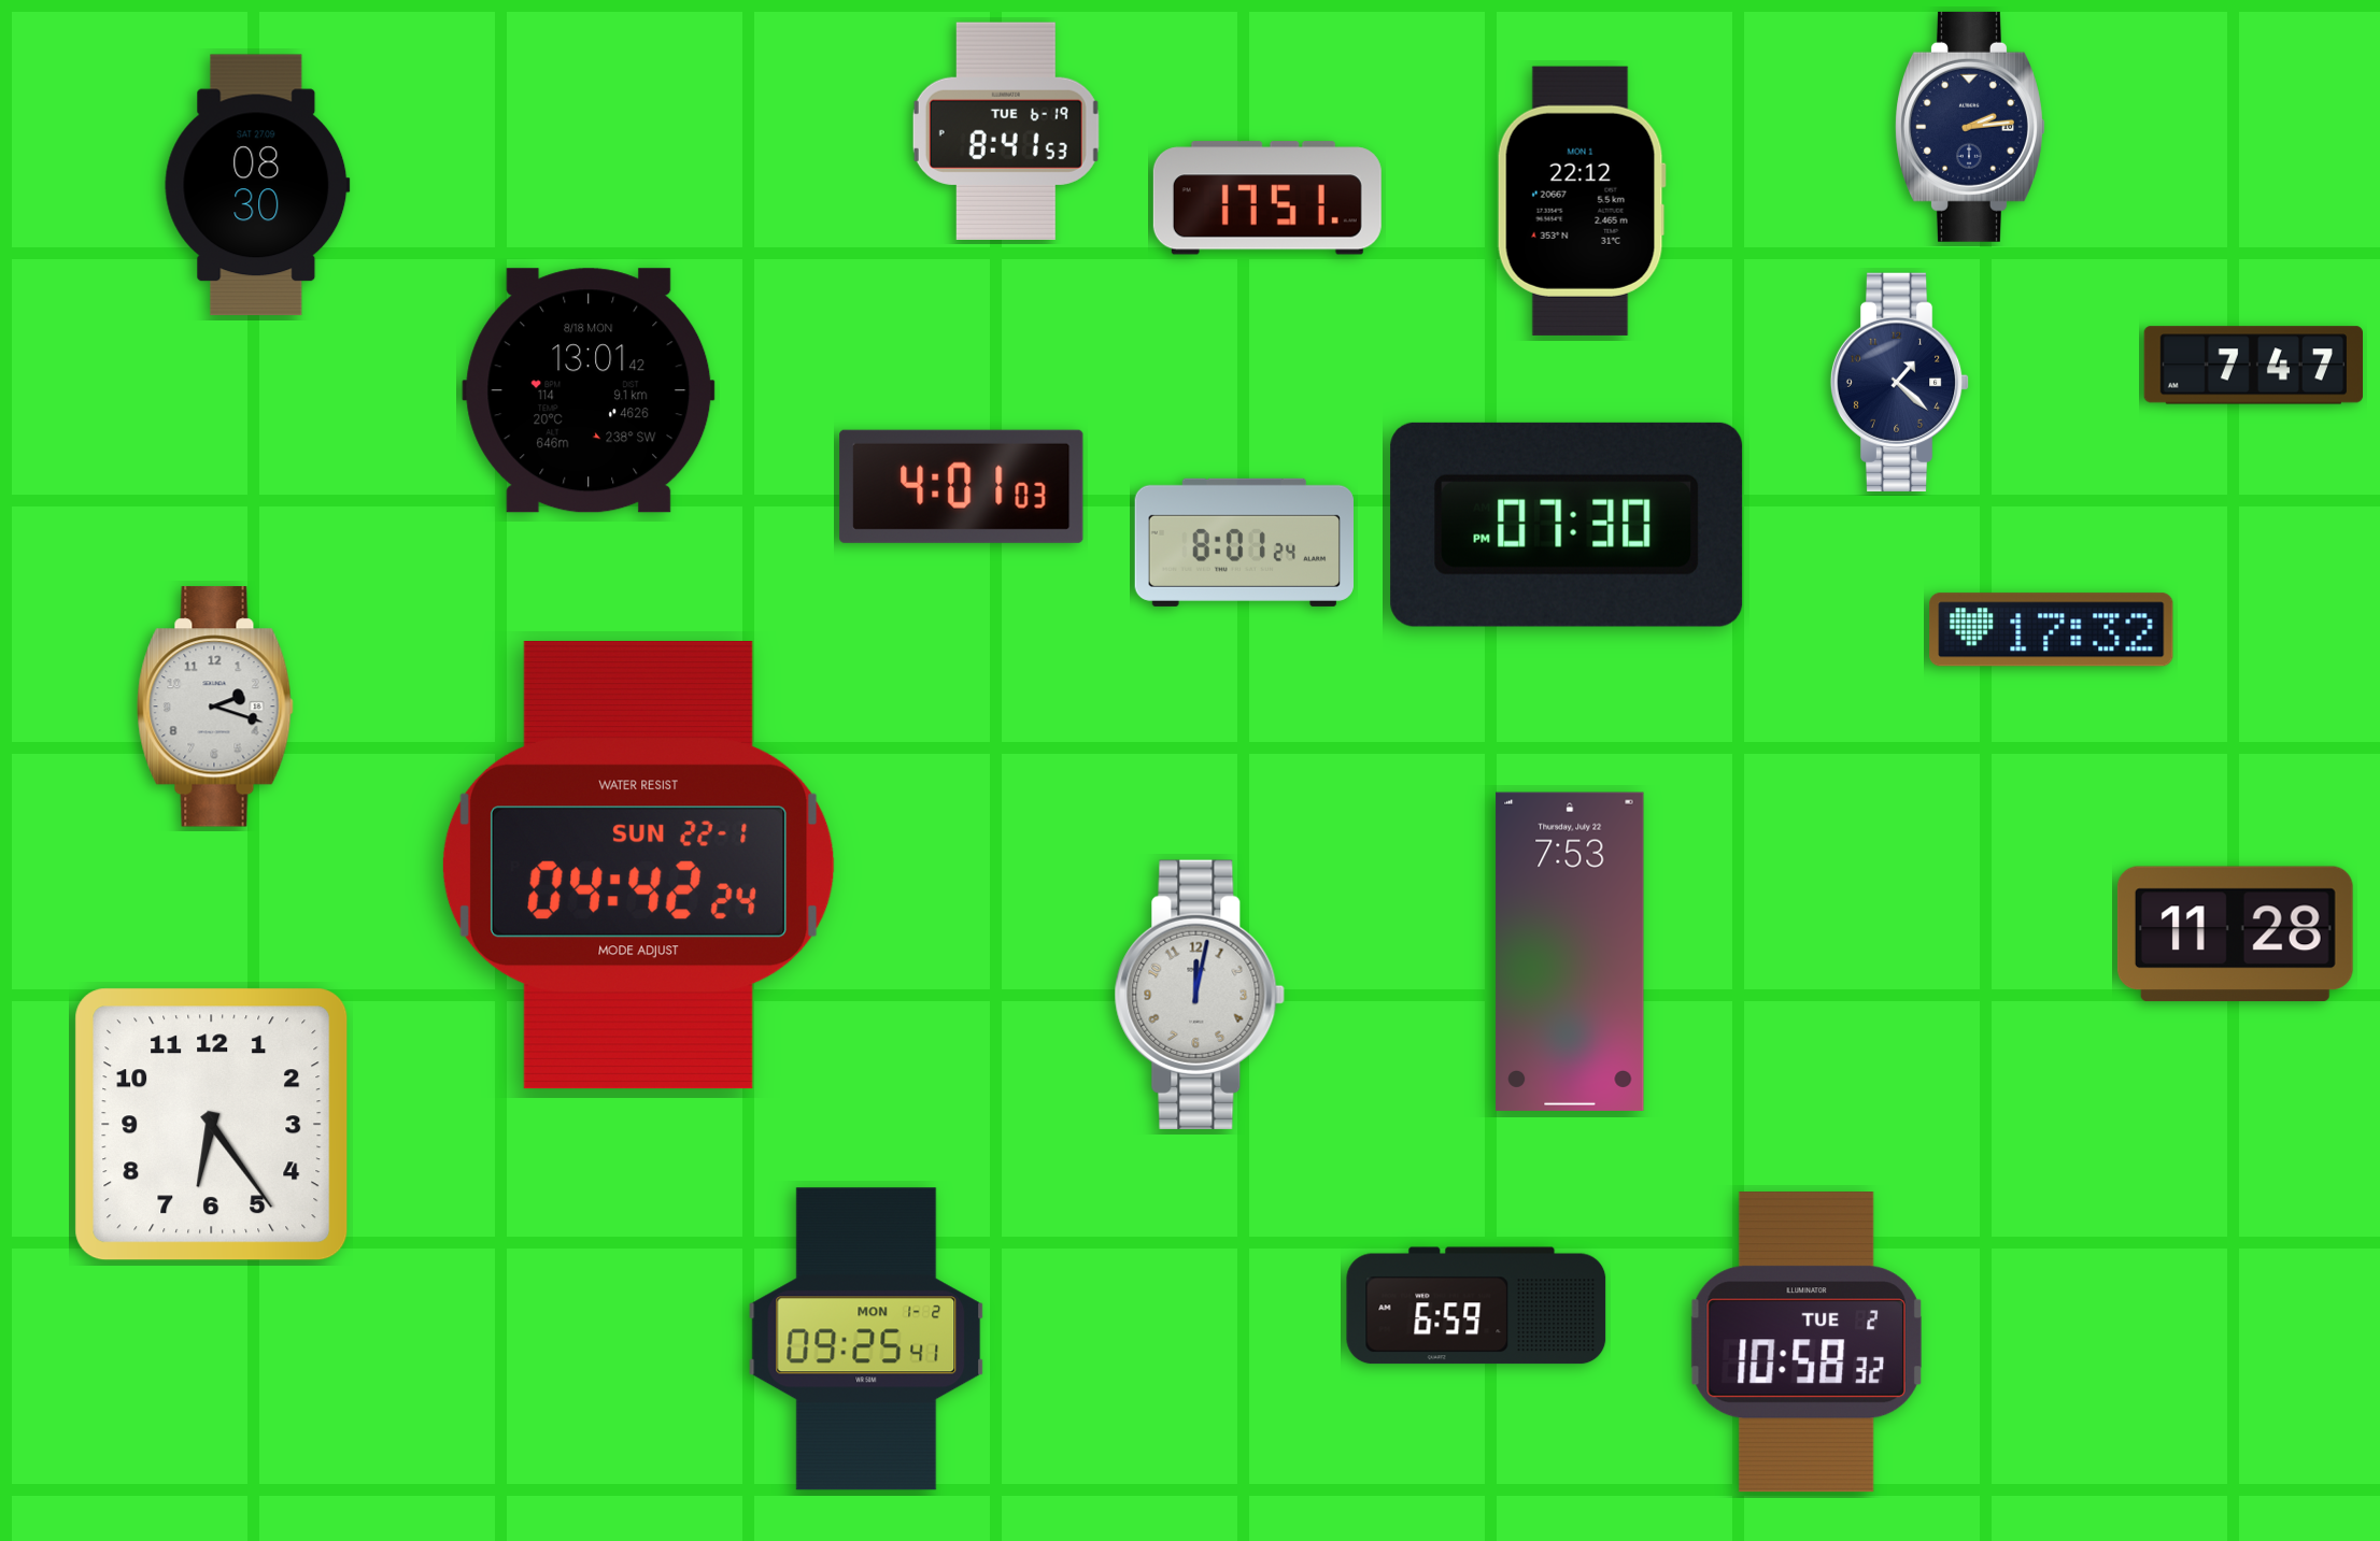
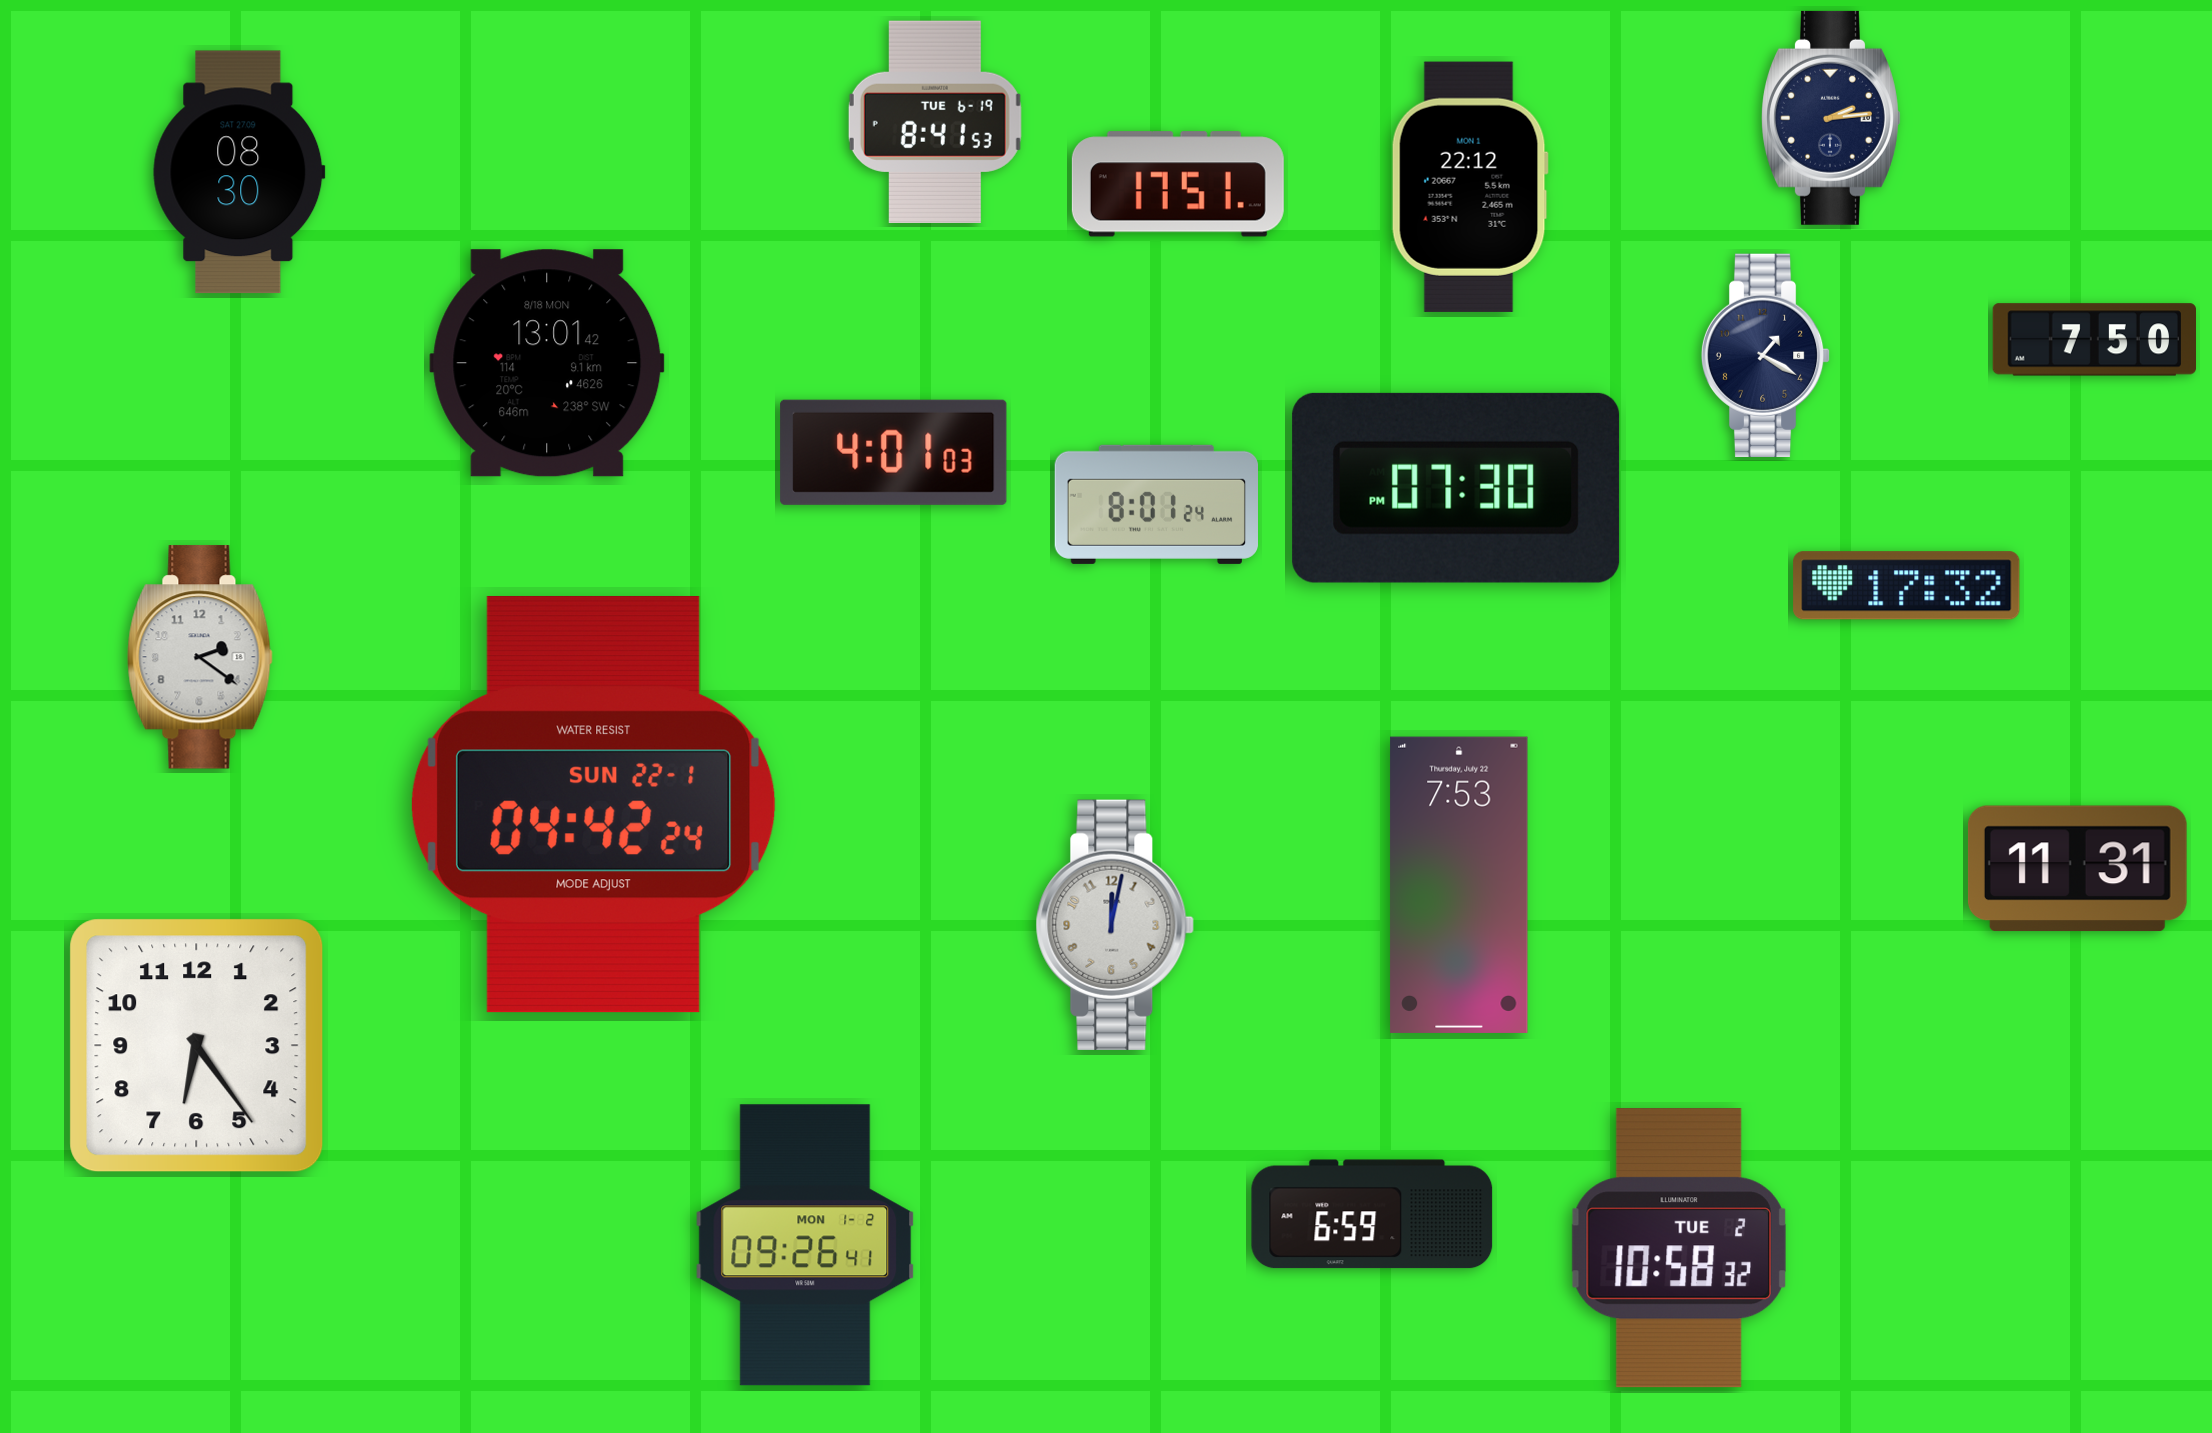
clock at (2253, 366): 7:47 -> 7:50
clock at (1900, 382): 1:22 -> 1:20
clock at (215, 707): 2:18 -> 2:21
clock at (2235, 934): 11:28 -> 11:31
clock at (866, 1339): 09:25 -> 09:26
